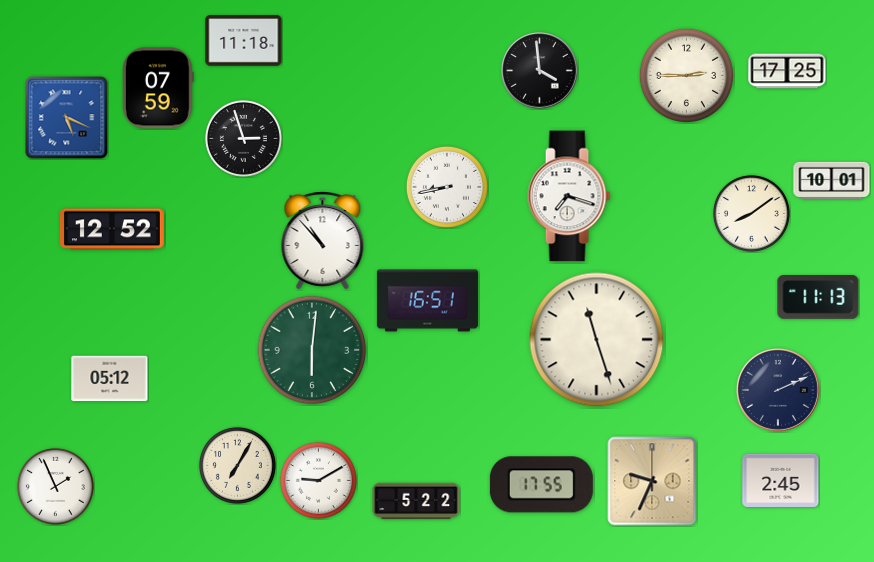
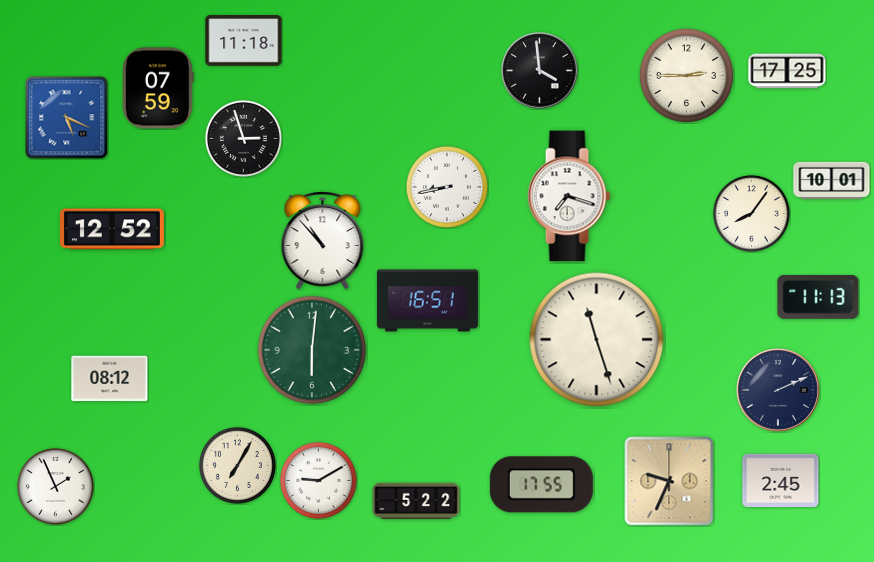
clock at (751, 213): 8:09 -> 8:06
clock at (110, 379): 05:12 -> 08:12
clock at (652, 481) position: (652, 481) -> (669, 481)
